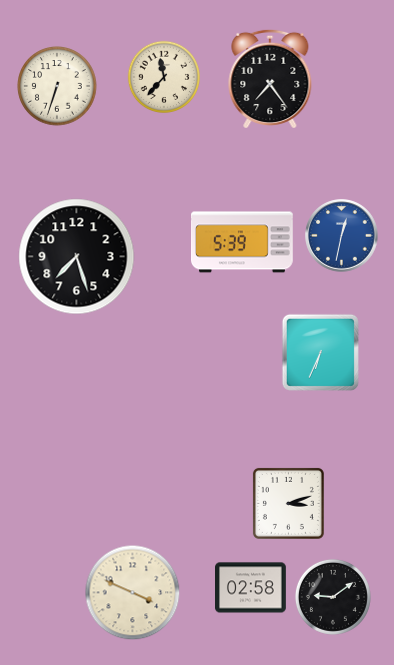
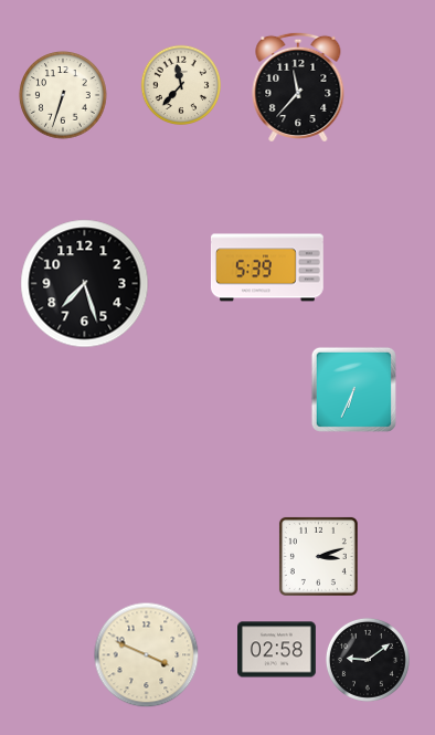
clock at (270, 78): 7:24 -> 11:37
clock at (342, 236): 12:32 -> none
